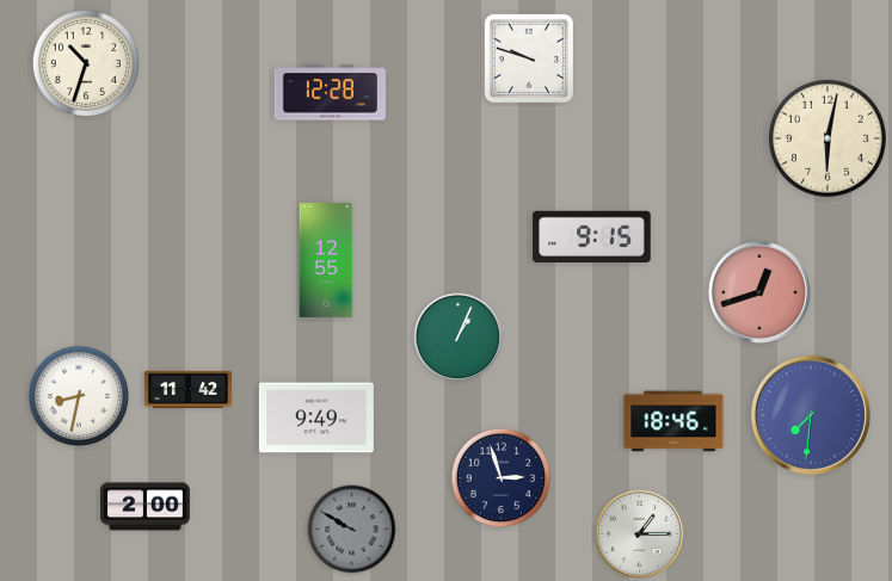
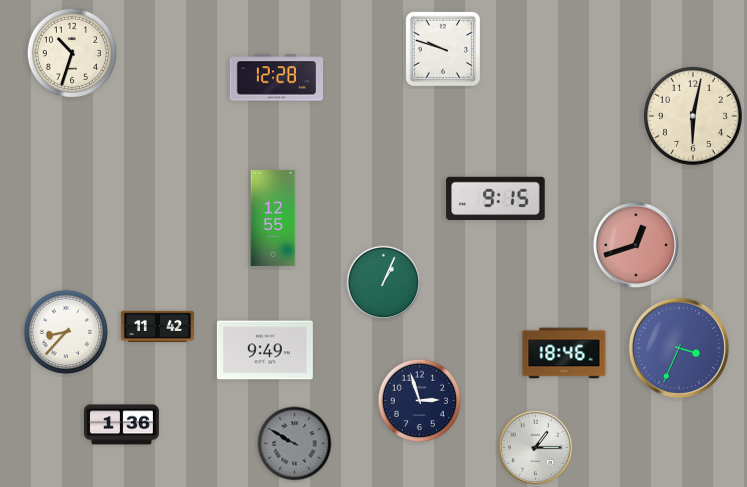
clock at (79, 396): 8:32 -> 8:37
clock at (811, 415): 7:31 -> 3:34
clock at (144, 507): 2:00 -> 1:36
